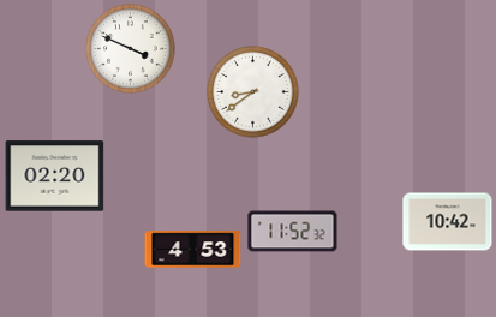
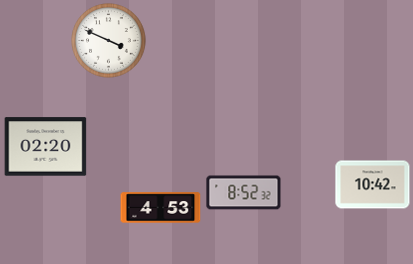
clock at (253, 92): 8:39 -> none
clock at (293, 232): 11:52 -> 8:52
